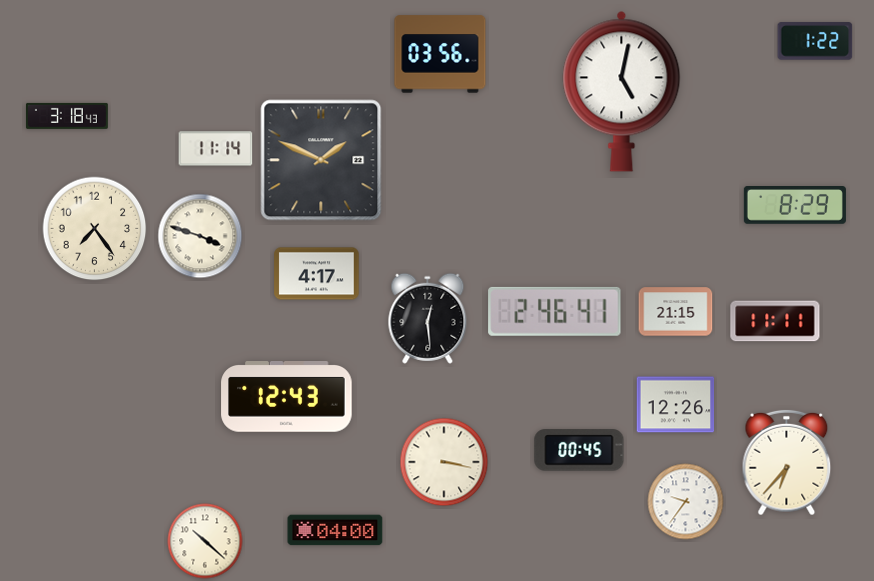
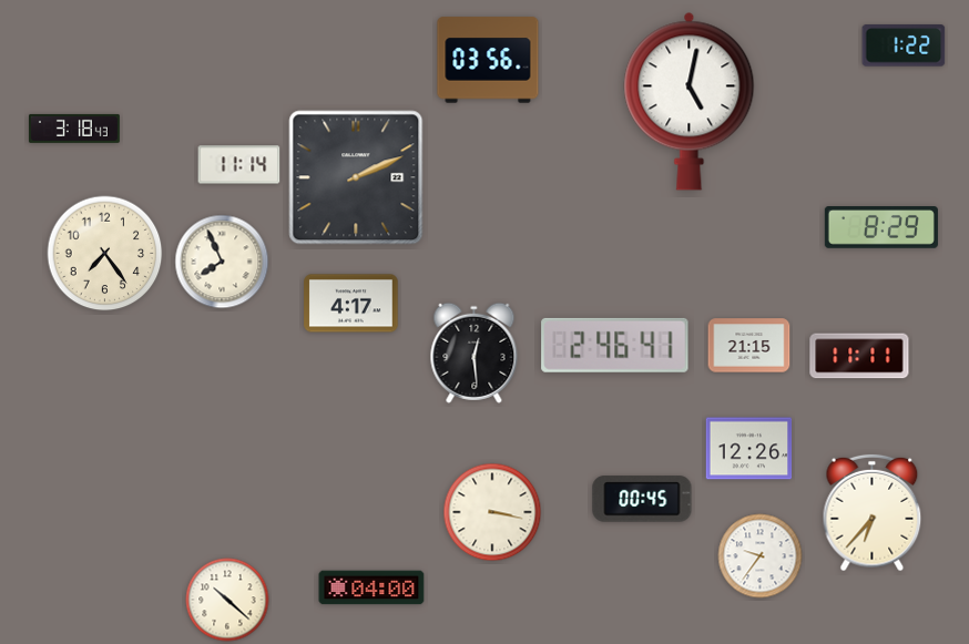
clock at (321, 160): 1:49 -> 2:11
clock at (200, 236): 3:48 -> 7:56
clock at (287, 397): 12:43 -> none
